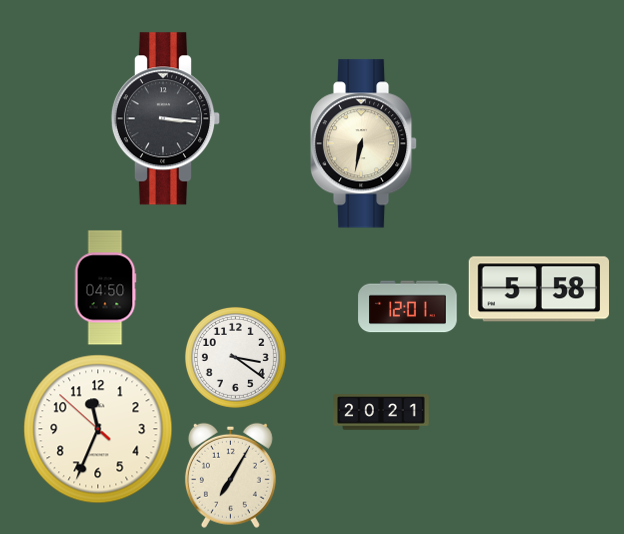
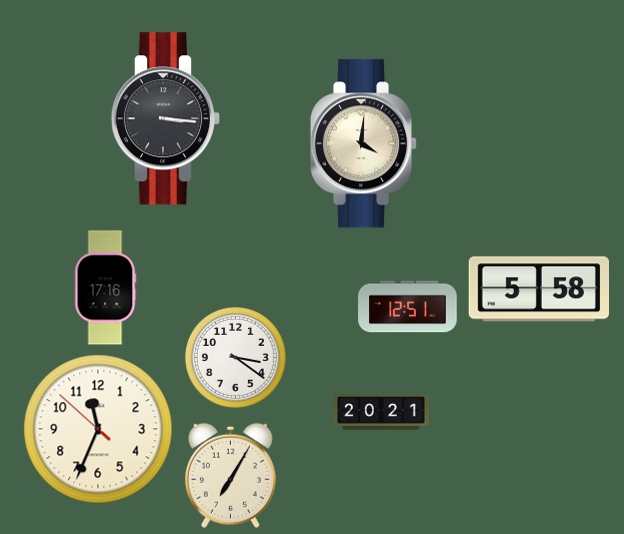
clock at (364, 144): 6:32 -> 4:01
clock at (105, 288): 04:50 -> 17:16
clock at (408, 307): 12:01 -> 12:51
